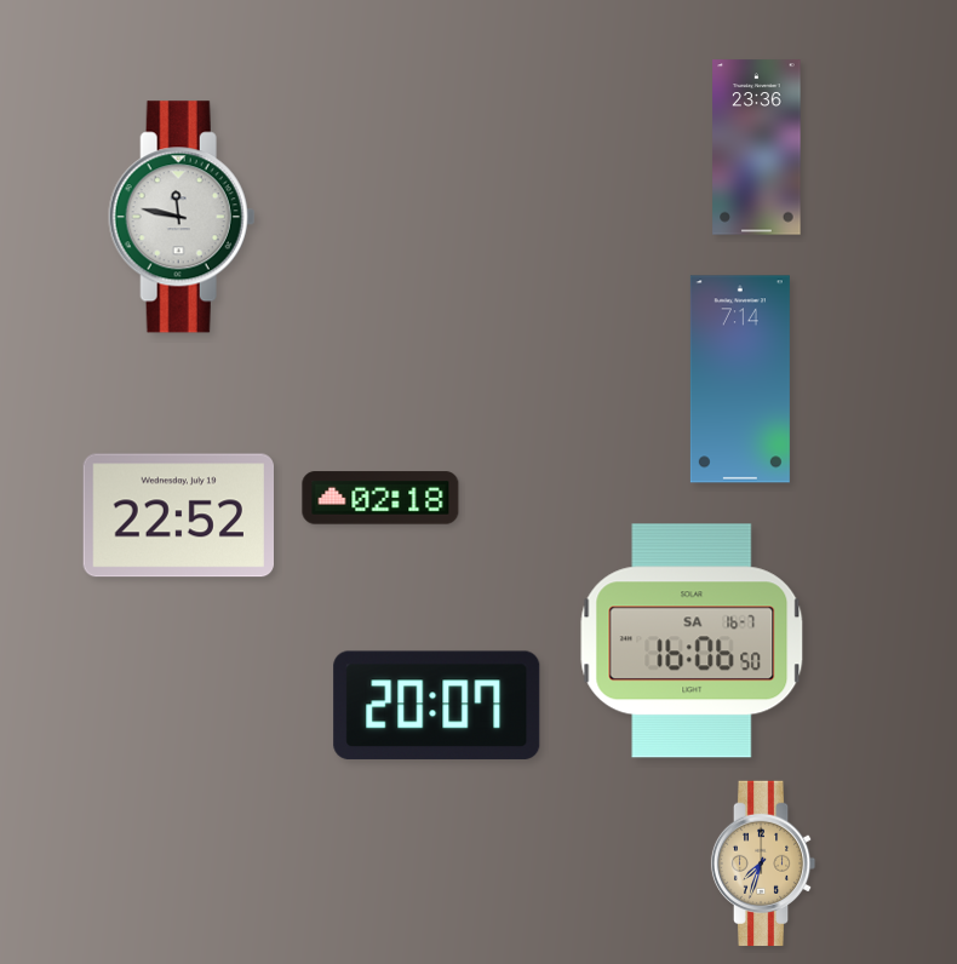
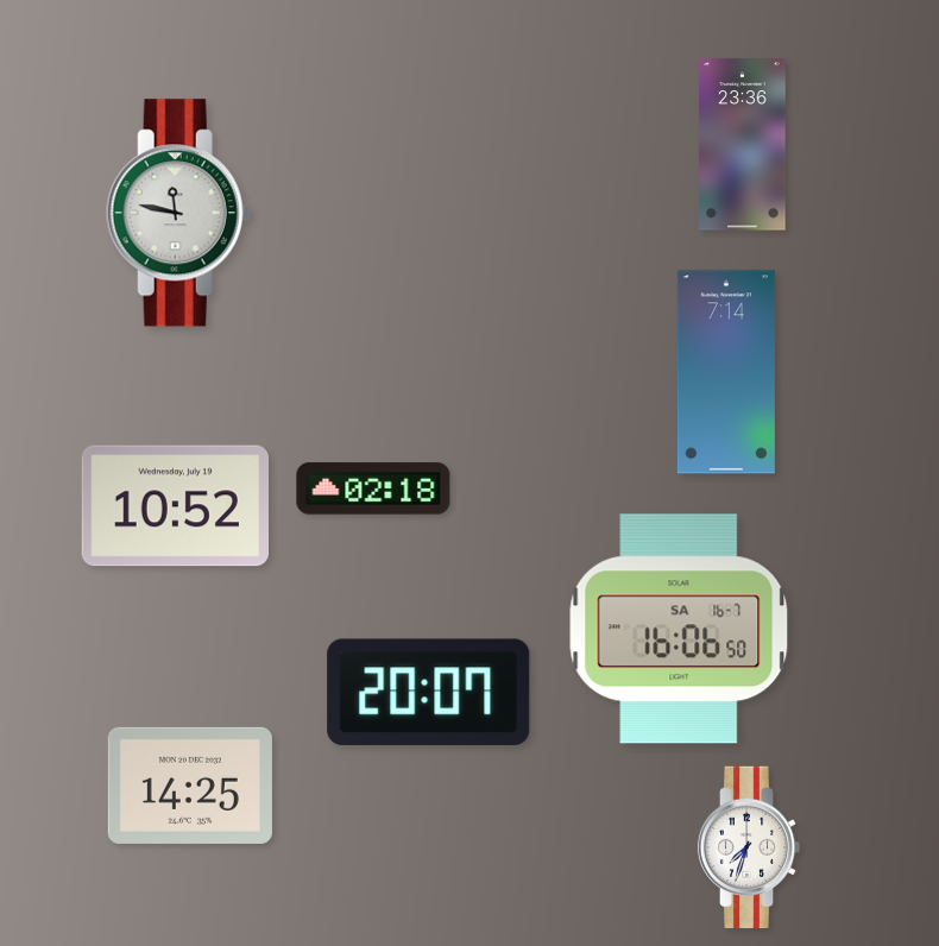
clock at (178, 516): 22:52 -> 10:52
clock at (190, 786): none -> 14:25
clock at (763, 863) dial: champagne -> white
